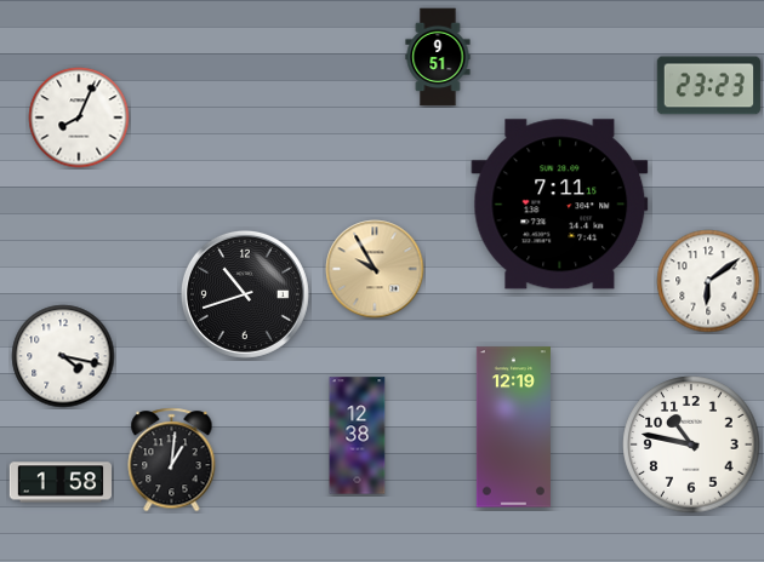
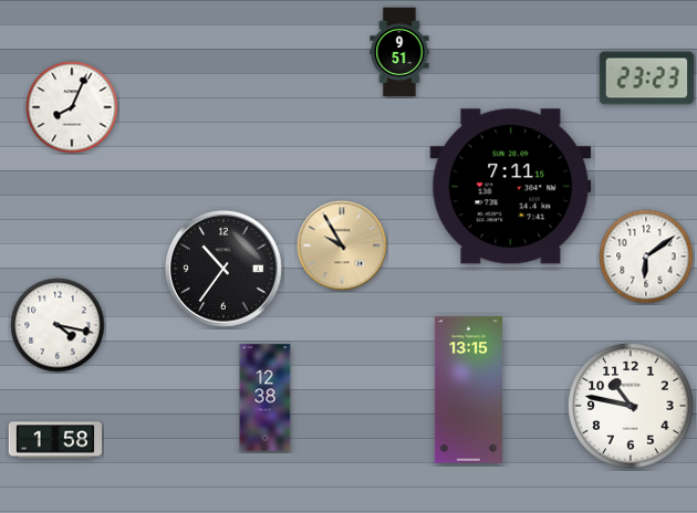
clock at (245, 294): 10:42 -> 10:36
clock at (513, 428): 12:19 -> 13:15
clock at (358, 436) position: (358, 436) -> (266, 398)
clock at (172, 460): 1:01 -> none
